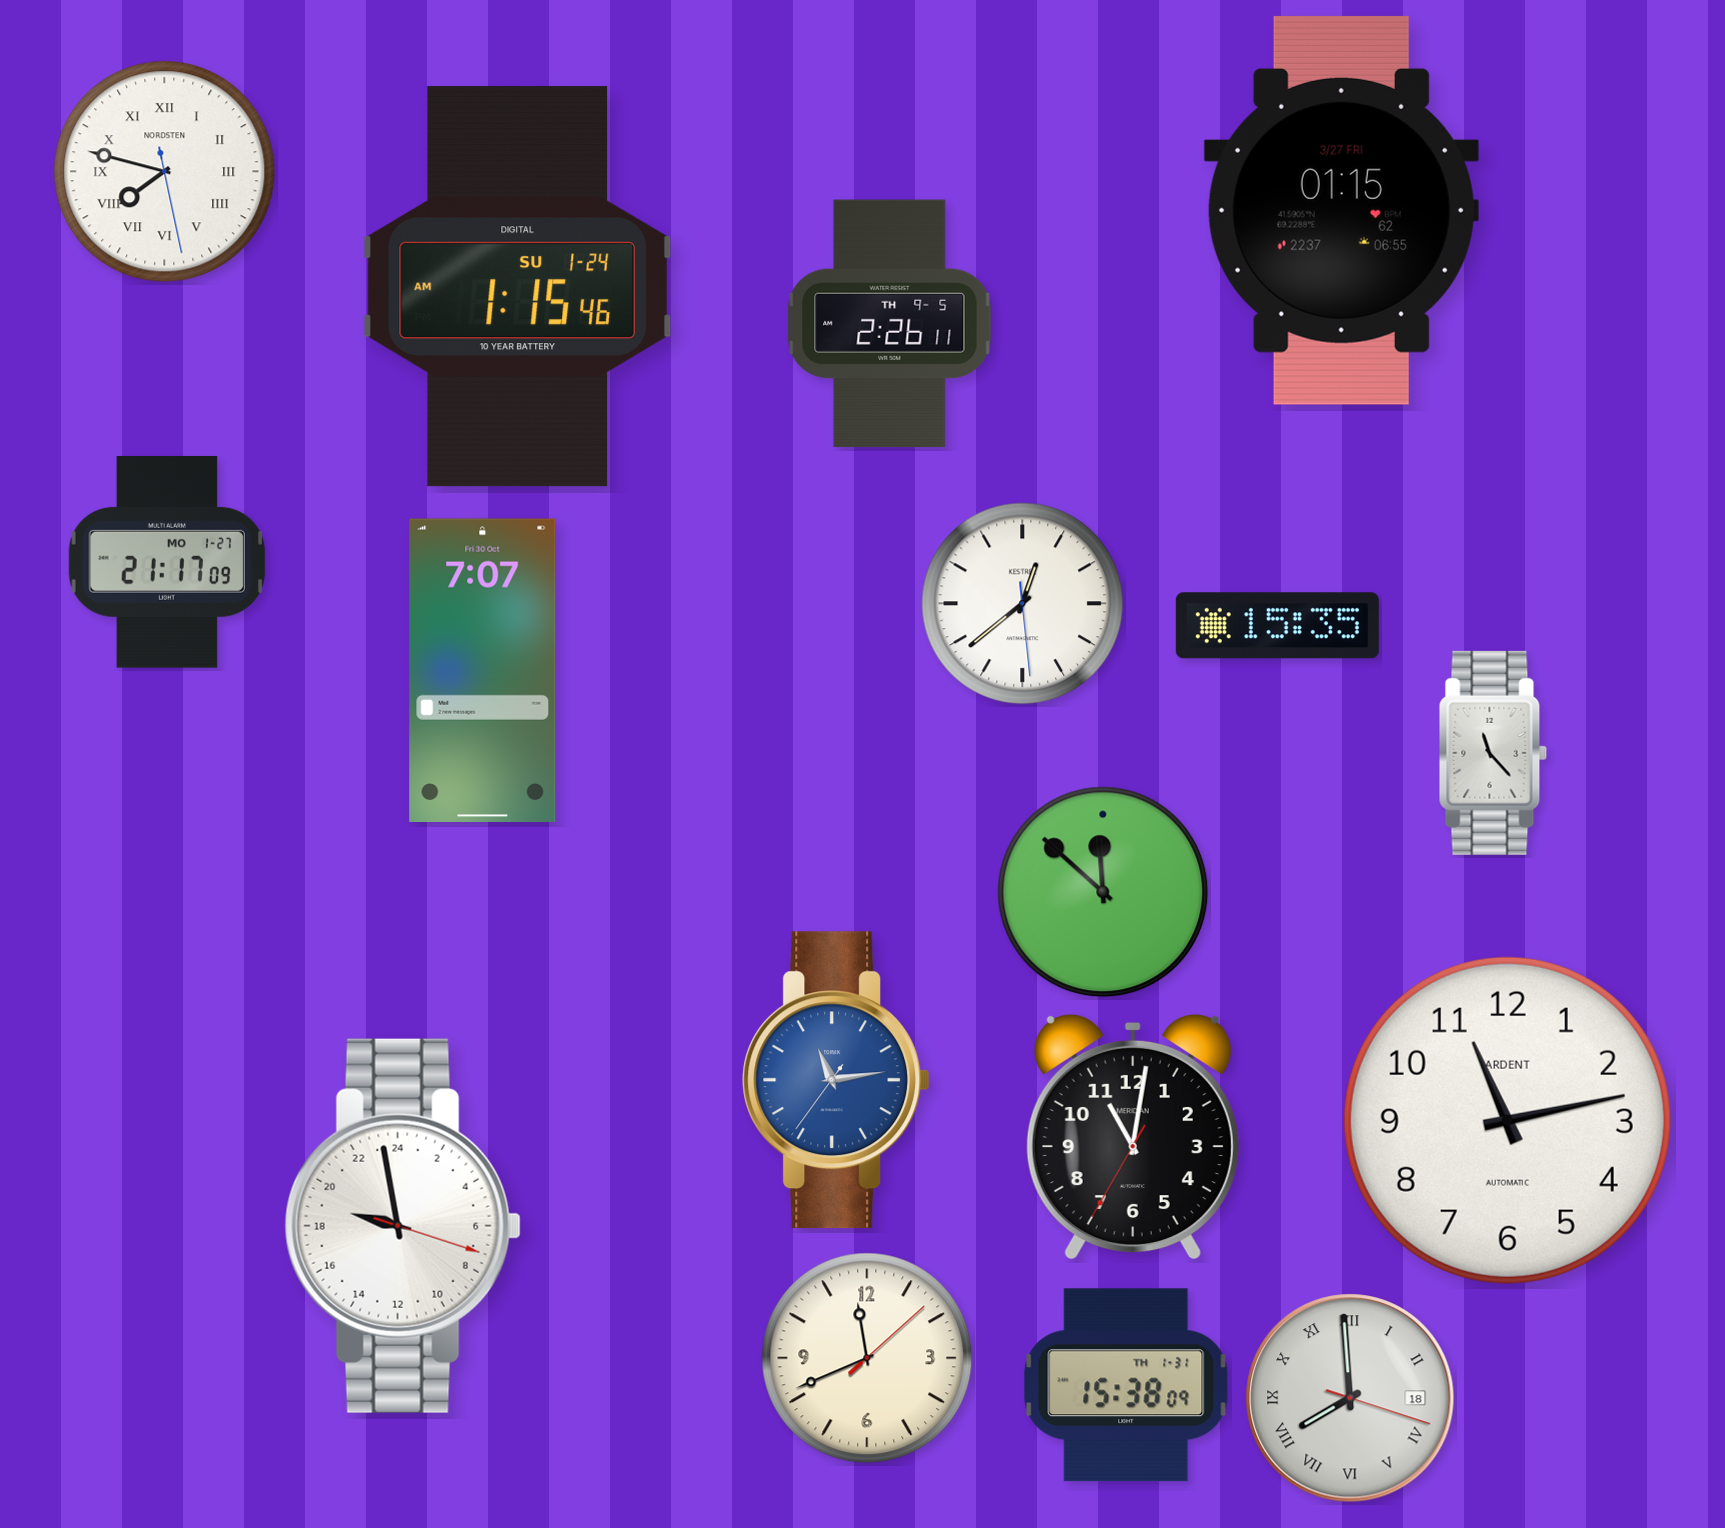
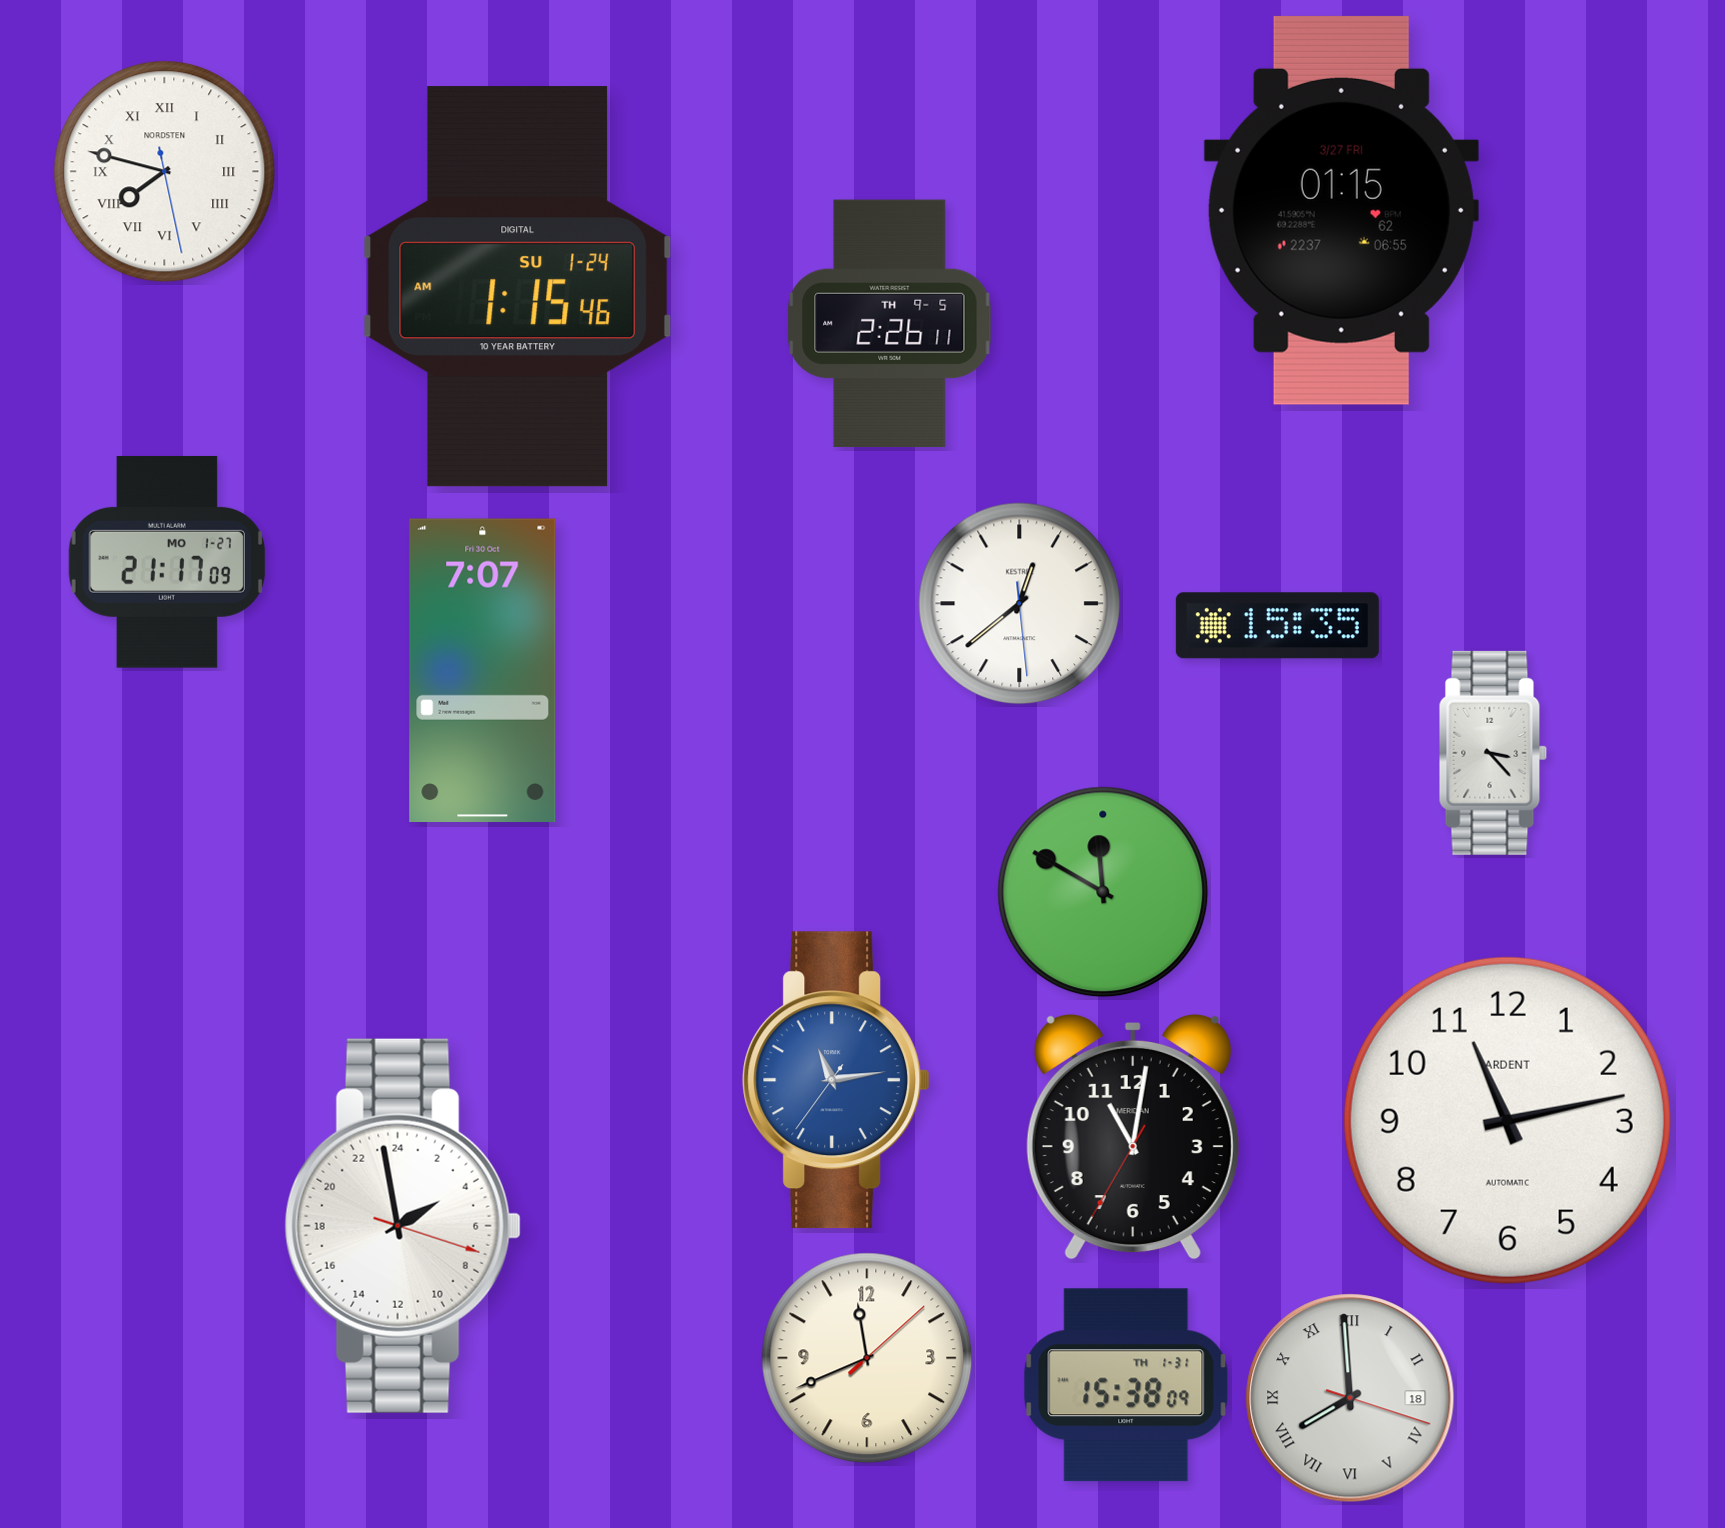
clock at (1023, 604) position: (1023, 604) -> (1020, 604)
clock at (1493, 753): 11:23 -> 3:23
clock at (1103, 892): 11:52 -> 11:50
clock at (403, 1226): 18:58 -> 3:58
